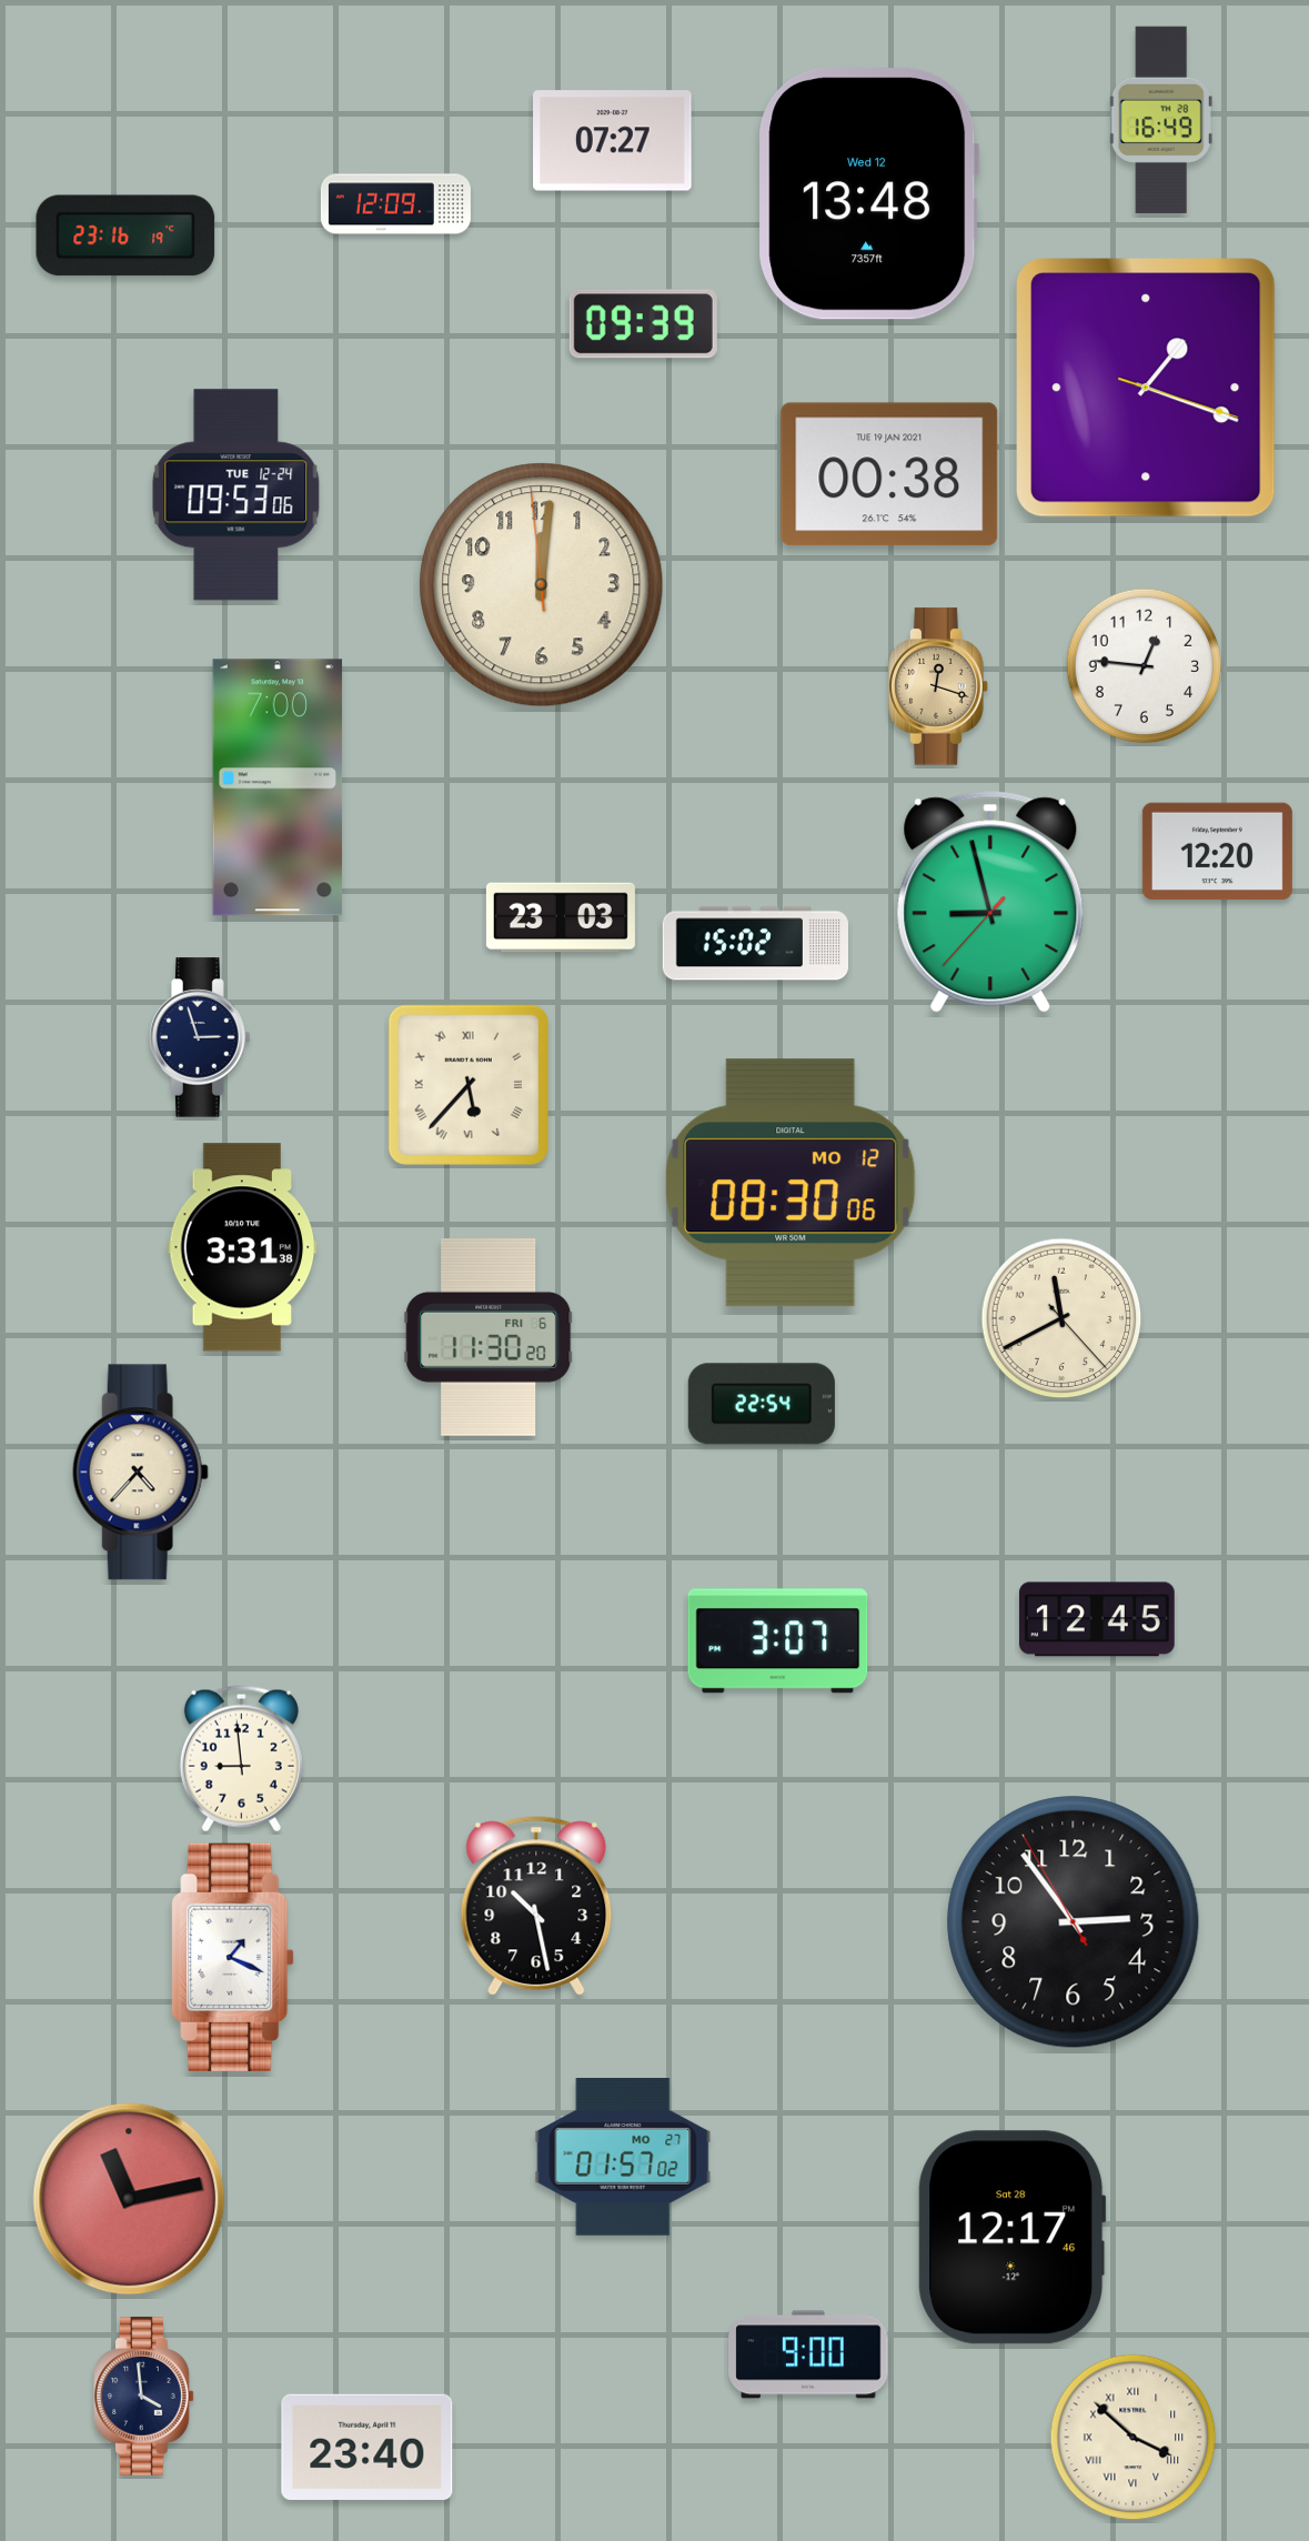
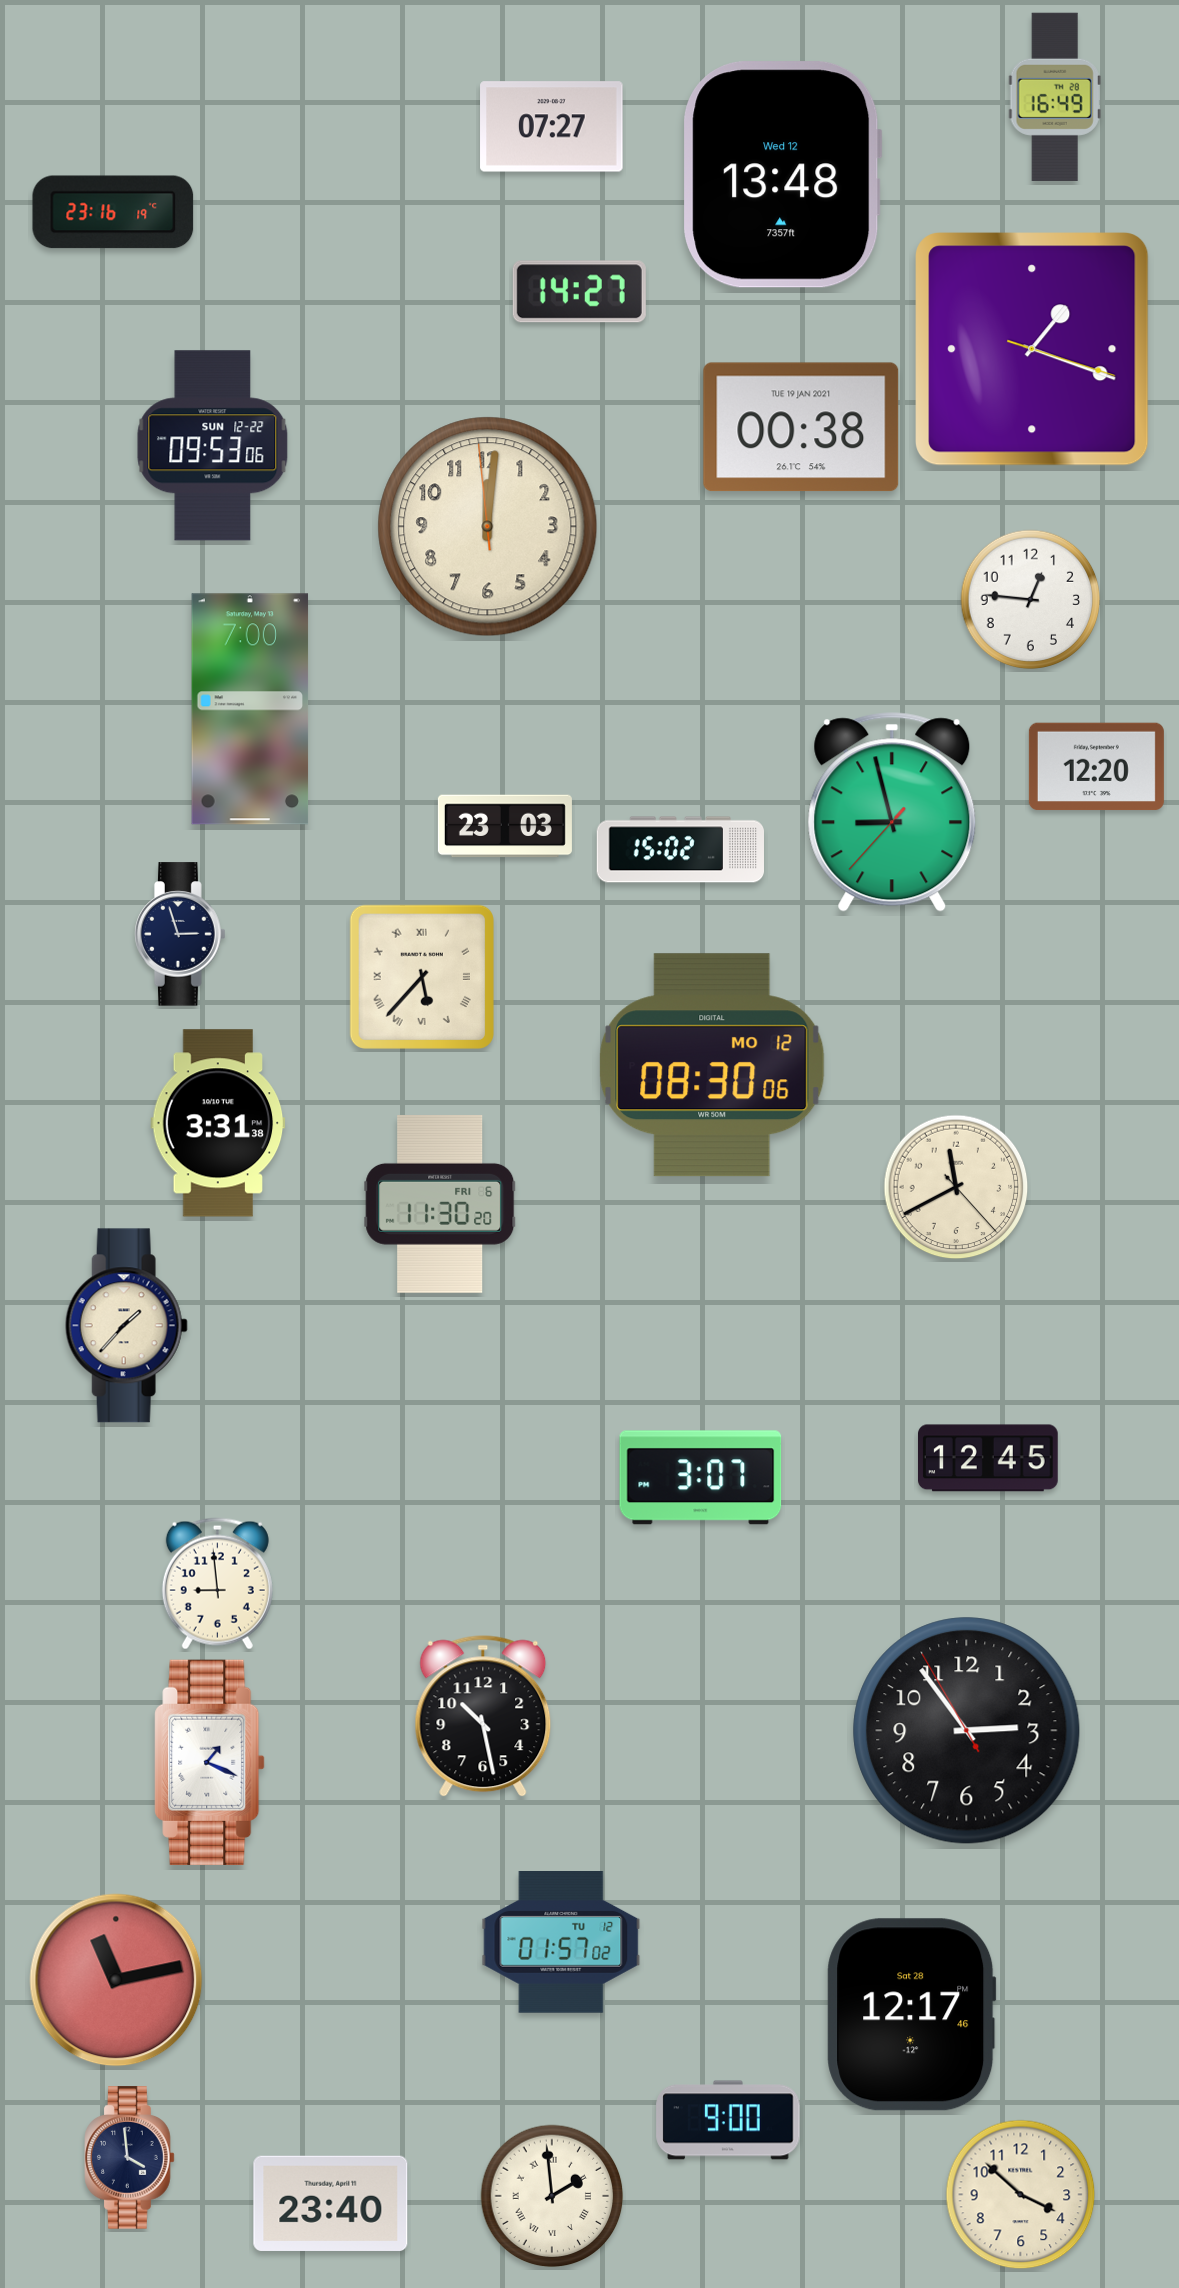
clock at (1161, 120) position: (1161, 120) -> (1055, 97)
clock at (395, 204): 12:09 -> none
clock at (643, 324): 09:39 -> 14:27
clock at (236, 495) date: TUE 12-24 -> SUN 12-22
clock at (938, 686): 12:18 -> none
clock at (762, 1404): 22:54 -> none
clock at (140, 1473): 4:37 -> 1:37
clock at (623, 2158) date: MO 27 -> TU 12
clock at (1134, 2438) numerals: Roman -> Arabic
clock at (552, 2196): none -> 1:59
